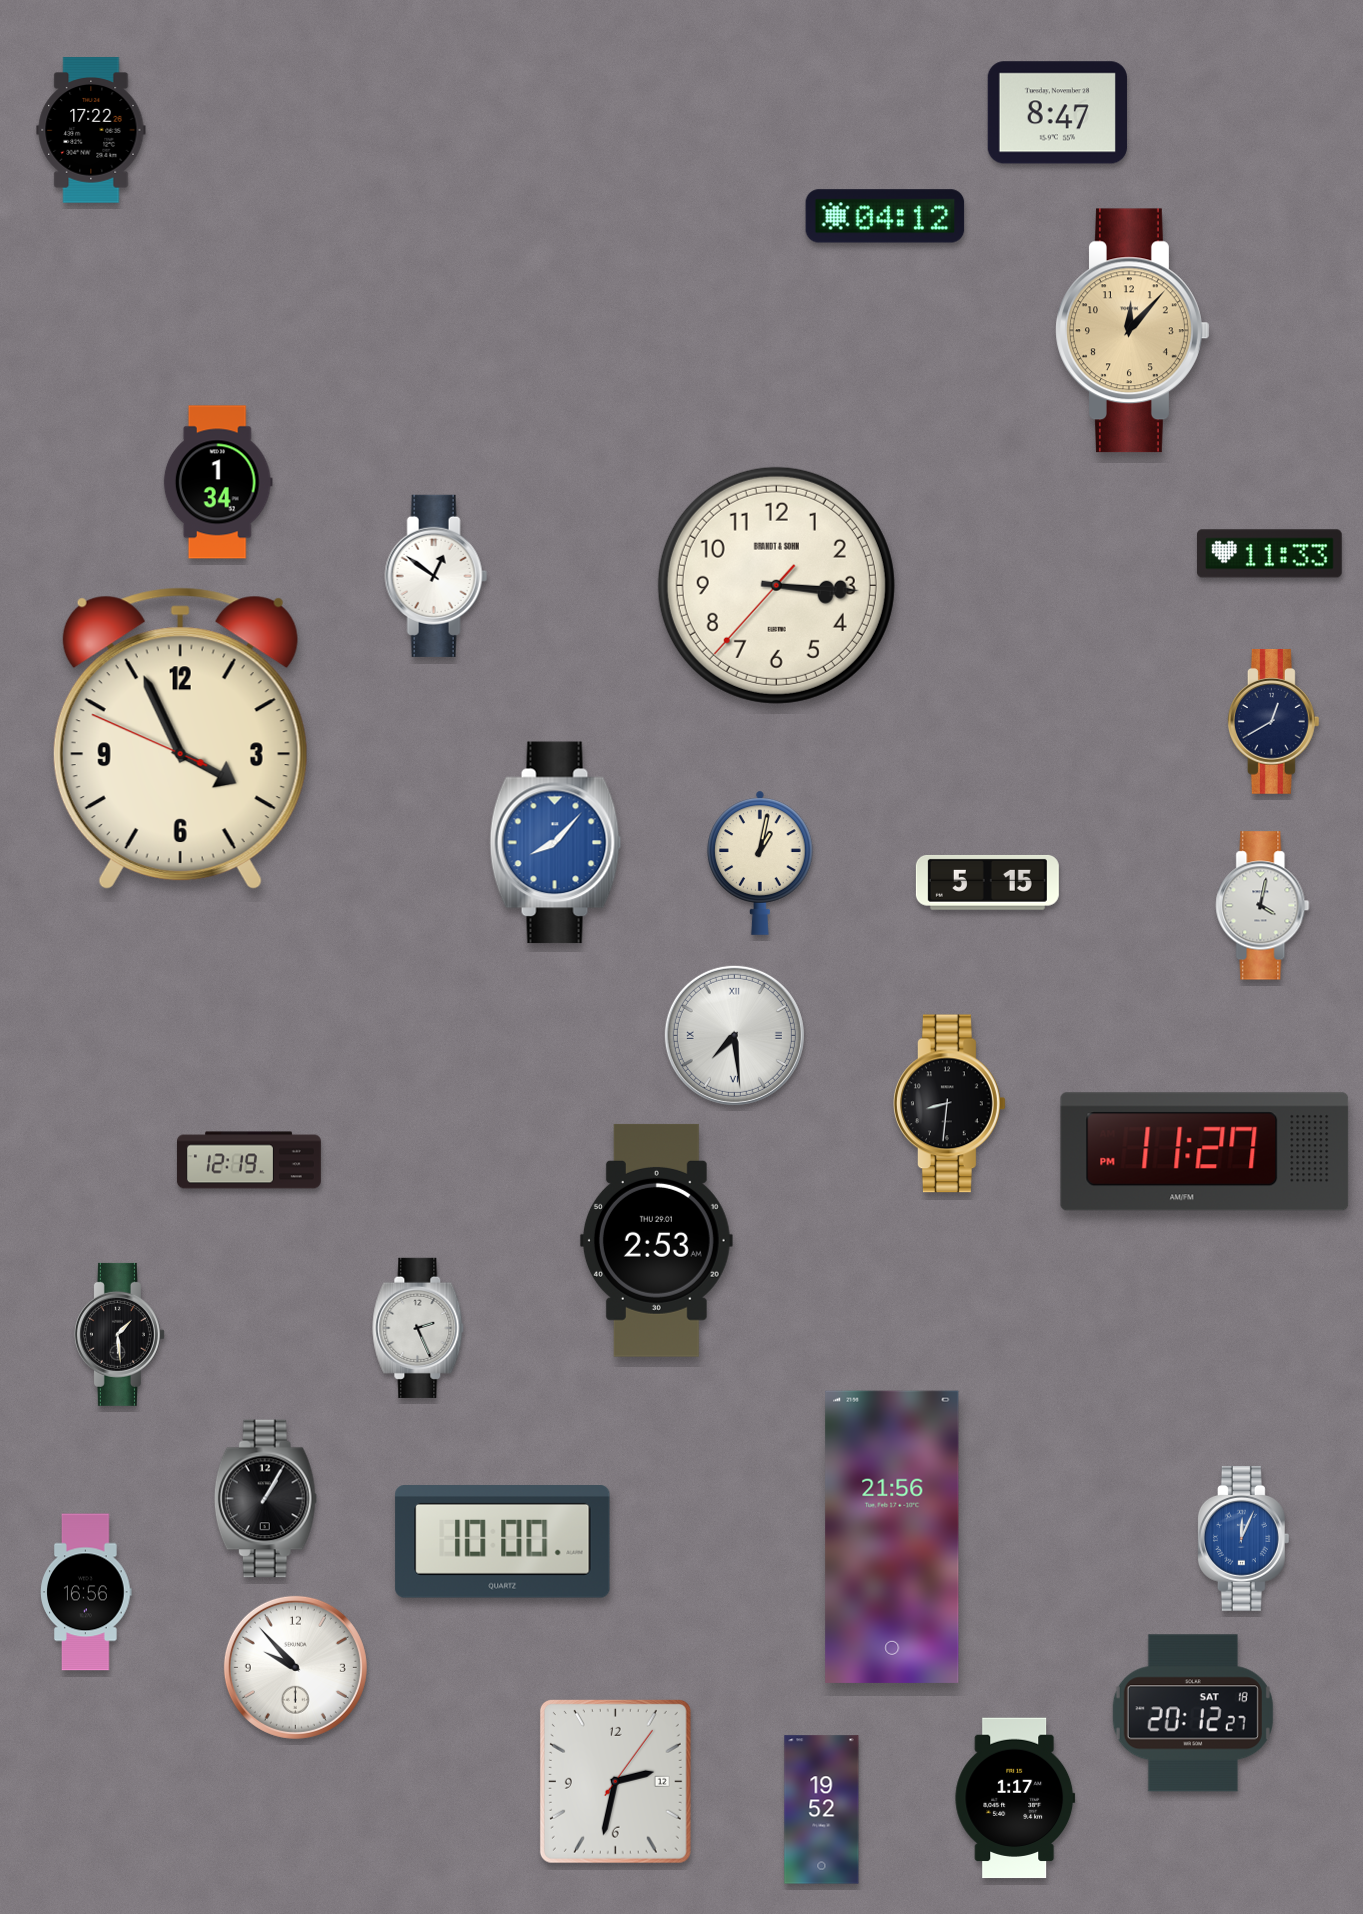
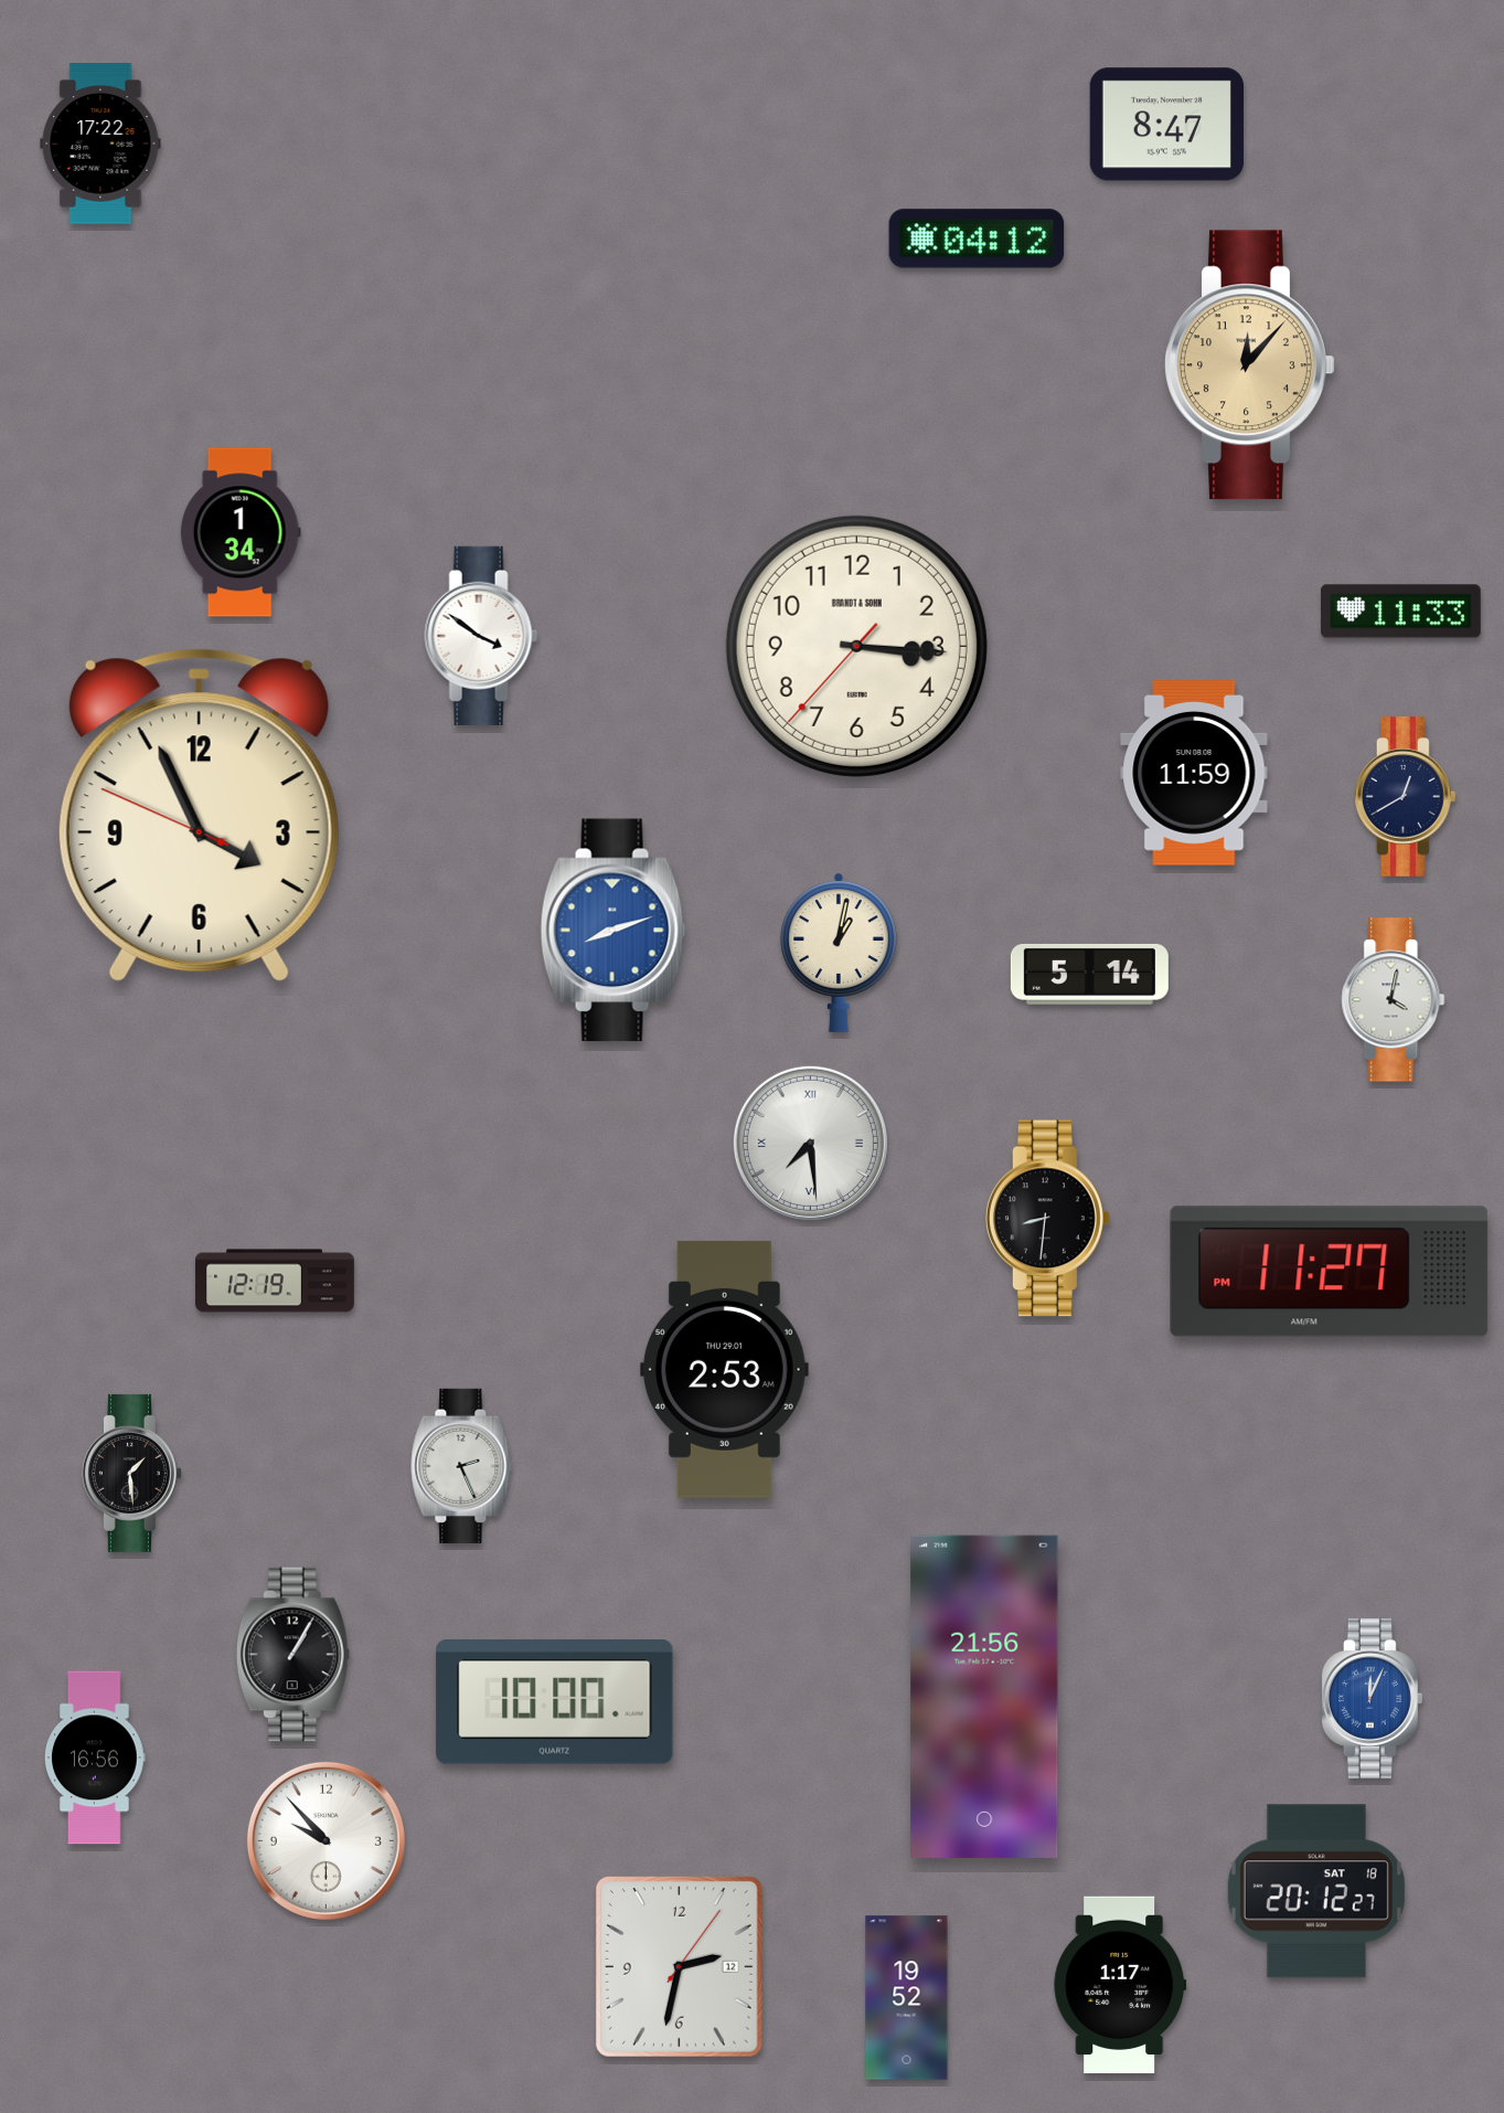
clock at (436, 576): 12:51 -> 3:51
clock at (1194, 774): none -> 11:59
clock at (556, 843): 8:07 -> 8:12
clock at (987, 882): 5:15 -> 5:14
